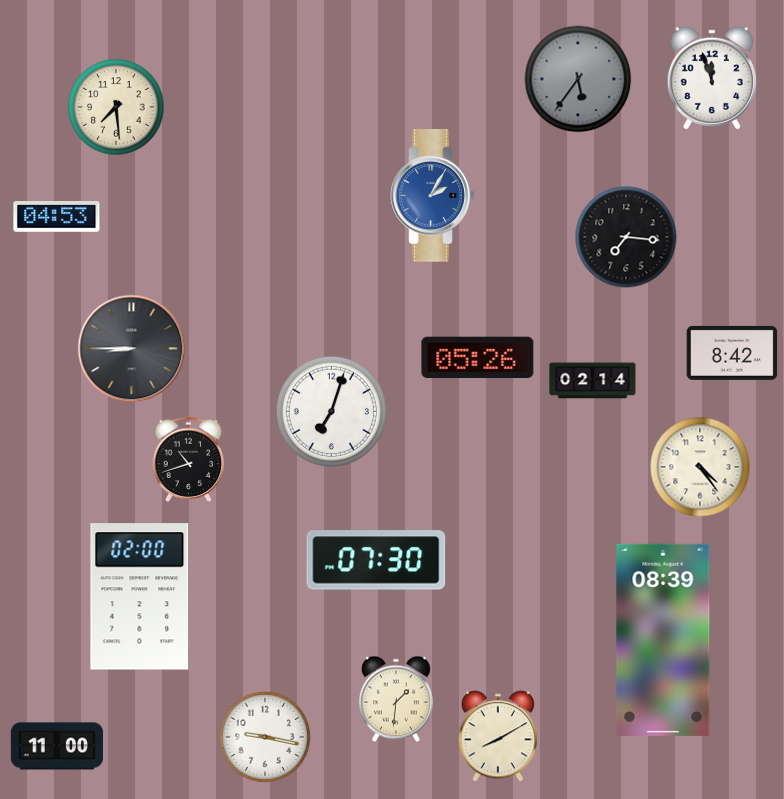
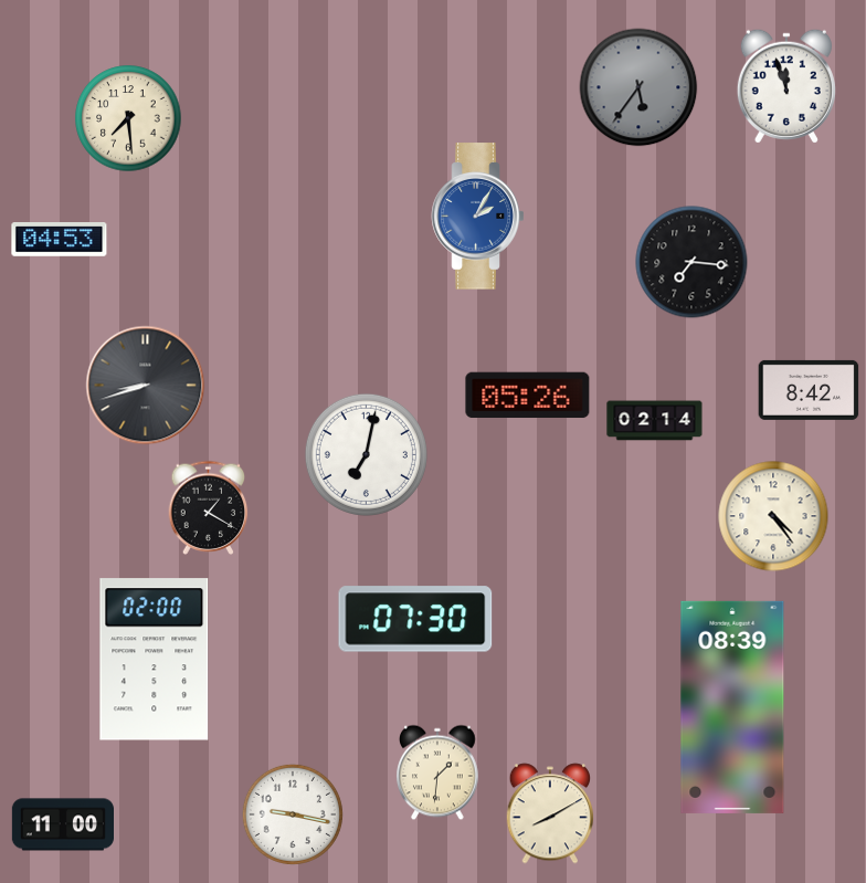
clock at (57, 217) position: (57, 217) -> (60, 240)
clock at (132, 349): 8:45 -> 8:42
clock at (331, 411): 7:03 -> 7:02
clock at (189, 459): 10:42 -> 1:20
